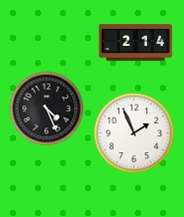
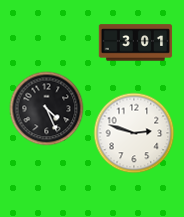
clock at (136, 43): 2:14 -> 3:01
clock at (134, 133): 1:56 -> 2:48
